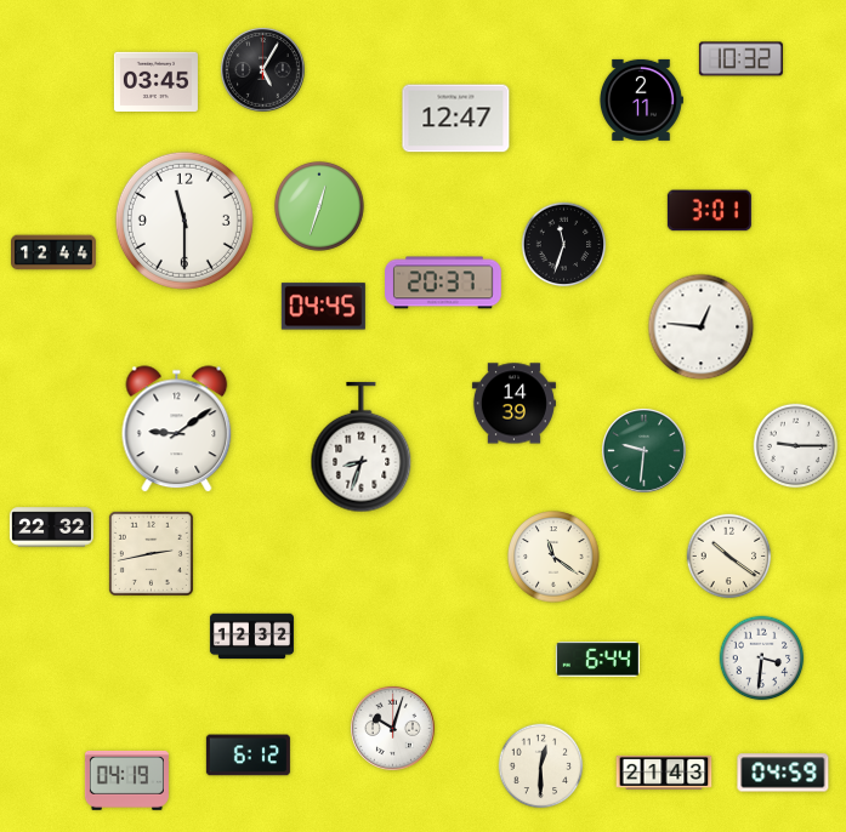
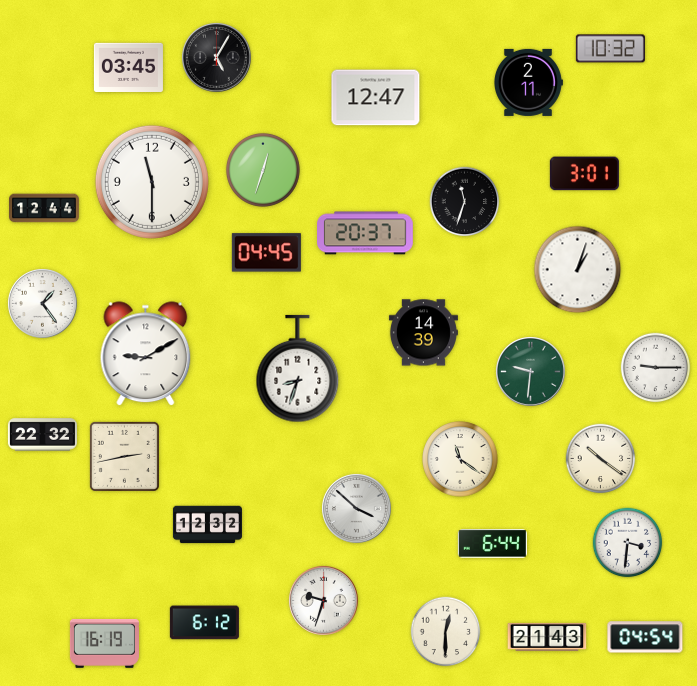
clock at (702, 327): 12:46 -> 1:03
clock at (43, 304): none -> 1:24
clock at (177, 429): 9:09 -> 9:10
clock at (553, 557) position: (553, 557) -> (460, 459)
clock at (357, 509): none -> 3:52
clock at (393, 729): 10:03 -> 9:33
clock at (783, 773): 04:59 -> 04:54
clock at (126, 781): 04:19 -> 16:19
